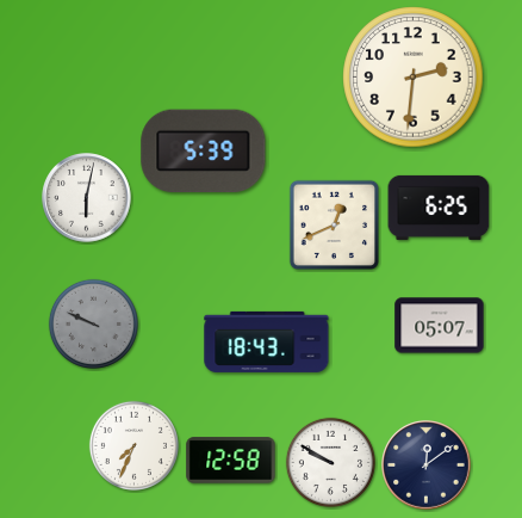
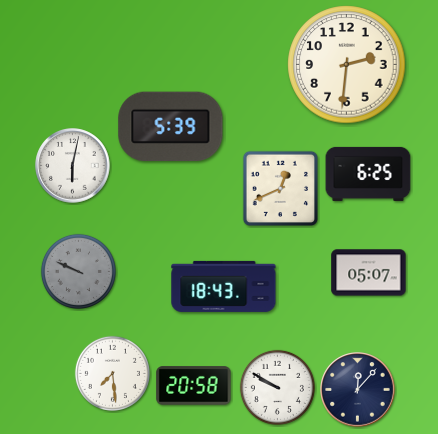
clock at (133, 445): 7:34 -> 7:29
clock at (231, 461): 12:58 -> 20:58
clock at (427, 465): 12:09 -> 12:07
